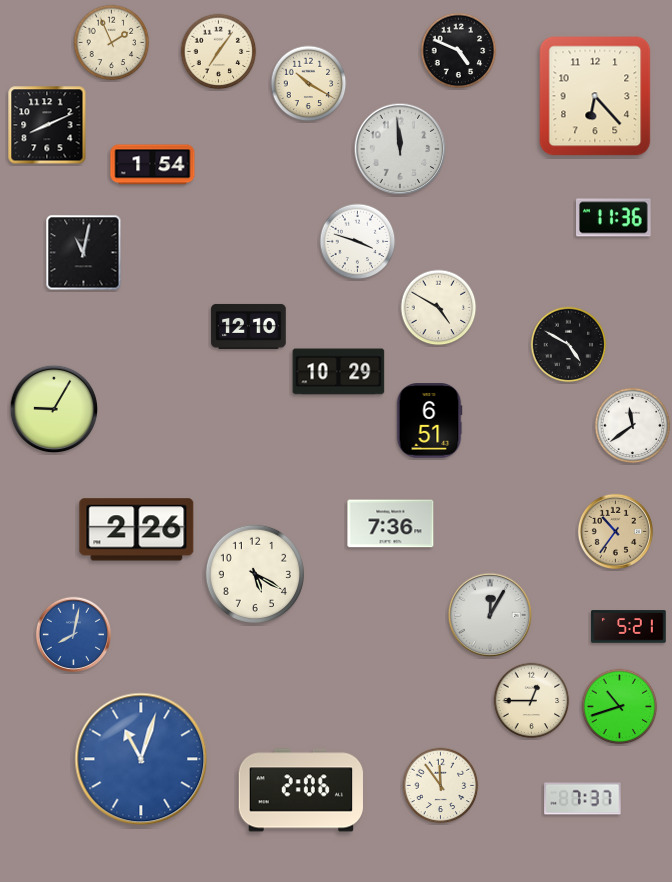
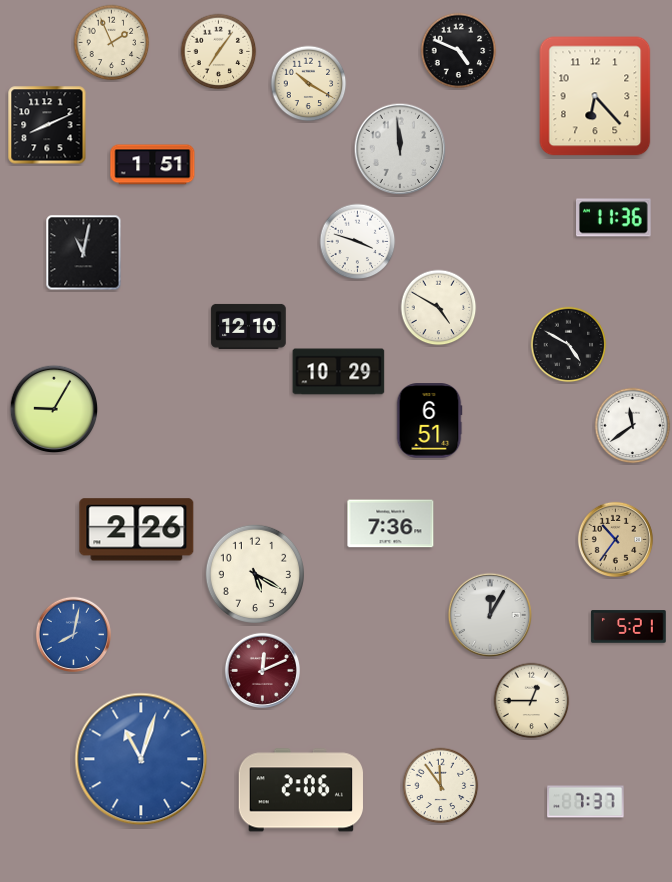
clock at (153, 165): 1:54 -> 1:51
clock at (615, 531) position: (615, 531) -> (615, 539)
clock at (262, 670): none -> 12:11
clock at (620, 707): 10:42 -> none
clock at (583, 799) position: (583, 799) -> (586, 802)
